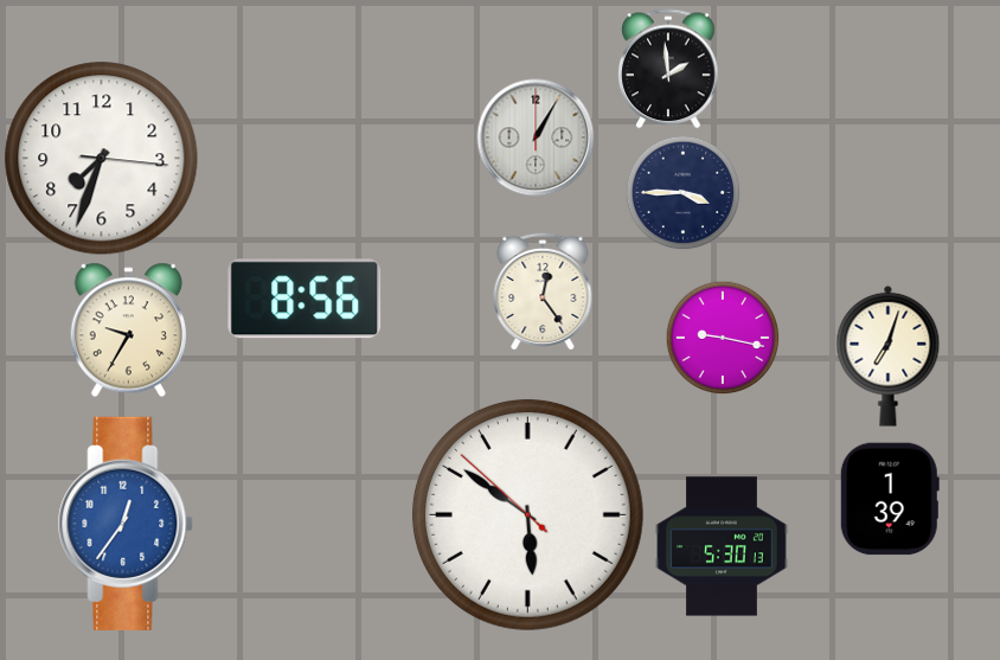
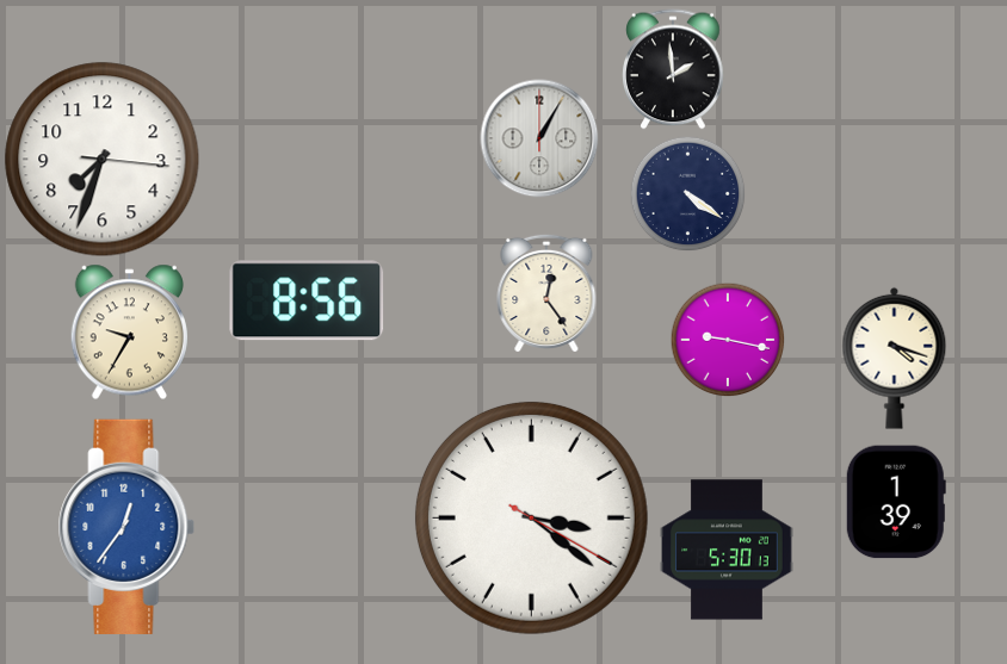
clock at (682, 192): 3:45 -> 4:21
clock at (889, 355): 7:03 -> 4:18
clock at (527, 514): 5:50 -> 3:21
